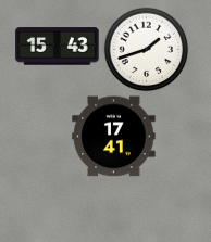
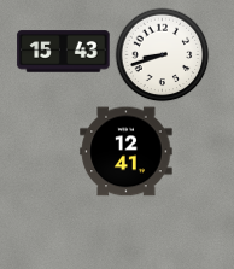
clock at (146, 49): 1:42 -> 8:42
clock at (114, 137): 17:41 -> 12:41
